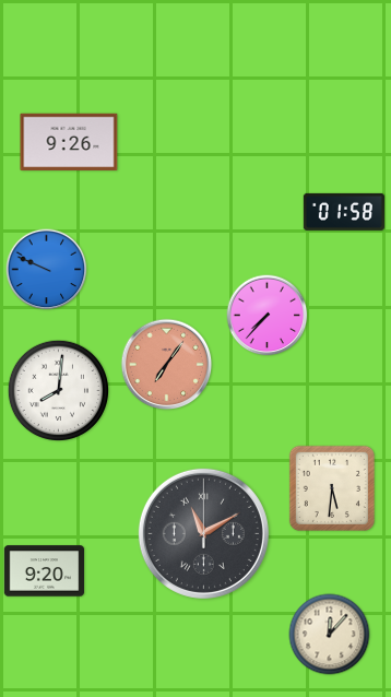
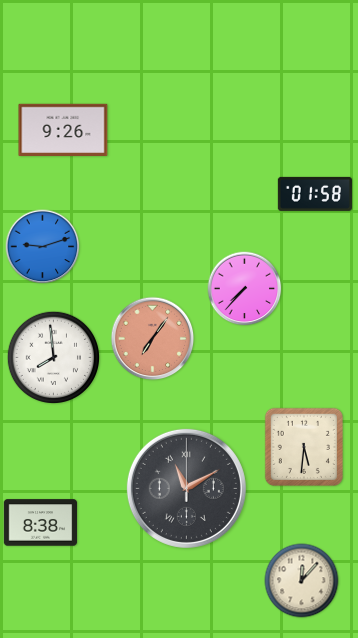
clock at (47, 270): 9:49 -> 9:12
clock at (167, 365) position: (167, 365) -> (153, 339)
clock at (58, 390): 8:01 -> 7:59
clock at (45, 571): 9:20 -> 8:38
